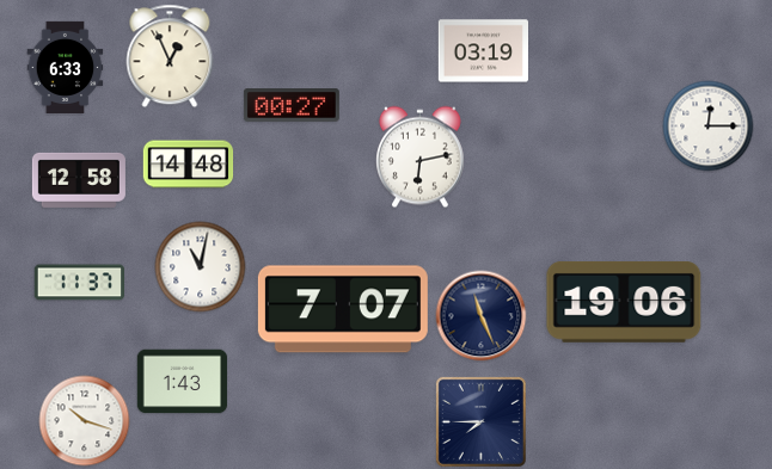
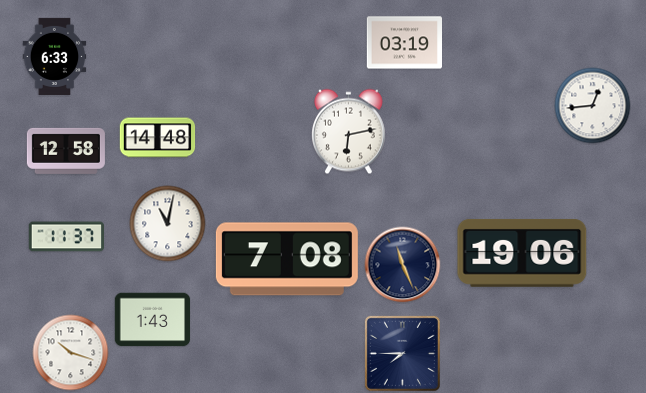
clock at (170, 56): 12:56 -> none
clock at (292, 106): 00:27 -> none
clock at (709, 126): 12:15 -> 12:44
clock at (419, 158) position: (419, 158) -> (348, 132)
clock at (343, 309): 7:07 -> 7:08
